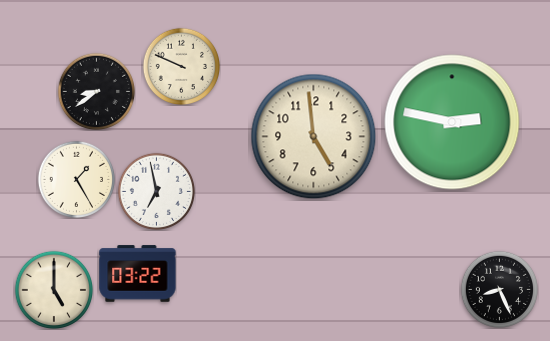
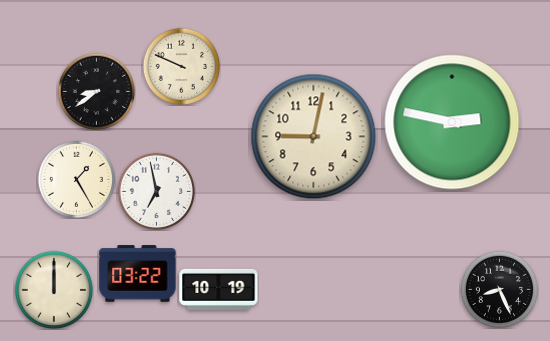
clock at (314, 137): 4:59 -> 9:02
clock at (53, 289): 5:00 -> 12:00
clock at (219, 289): none -> 10:19
